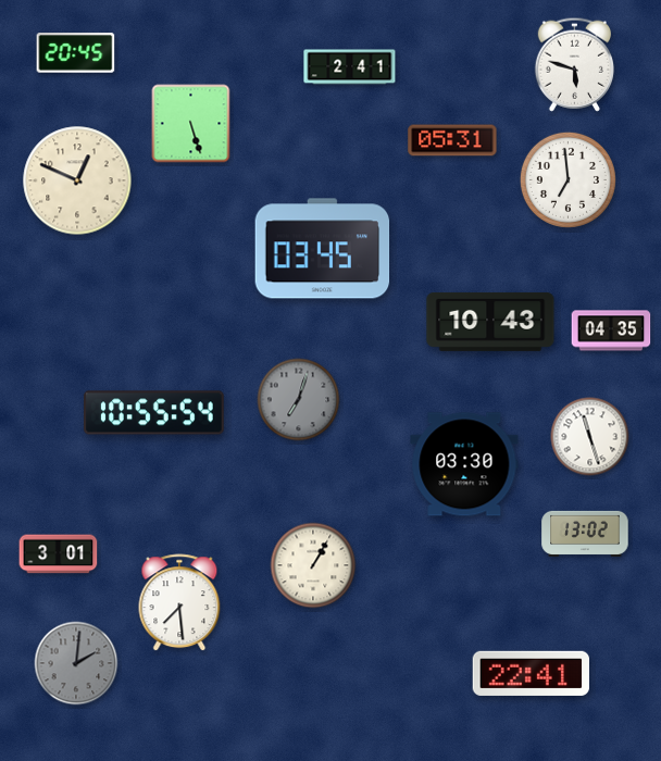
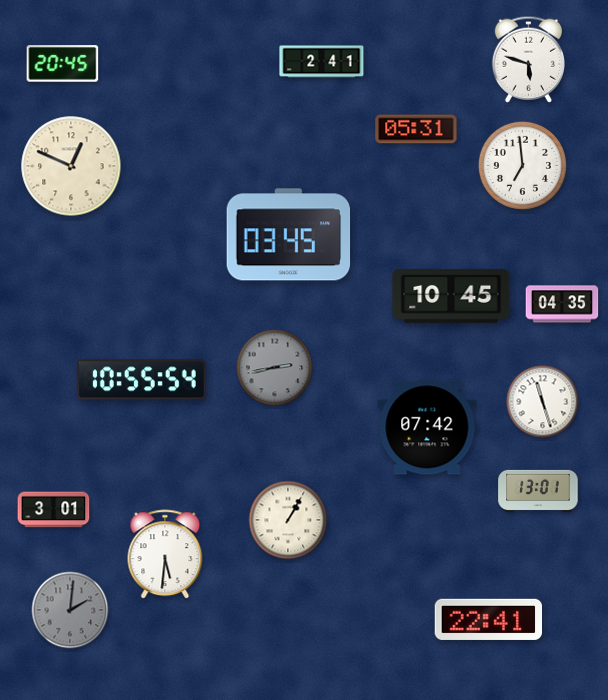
clock at (76, 53) position: (76, 53) -> (63, 64)
clock at (191, 124): 5:27 -> none
clock at (323, 249) position: (323, 249) -> (289, 235)
clock at (490, 322): 10:43 -> 10:45
clock at (299, 400): 7:03 -> 2:43
clock at (464, 464): 03:30 -> 07:42
clock at (585, 534): 13:02 -> 13:01
clock at (179, 603): 7:29 -> 5:31
